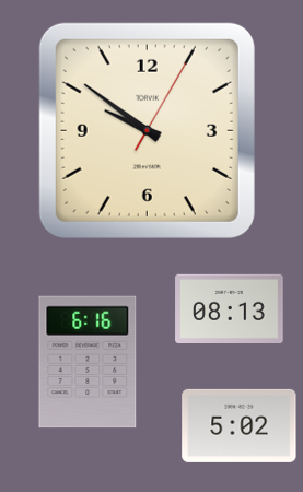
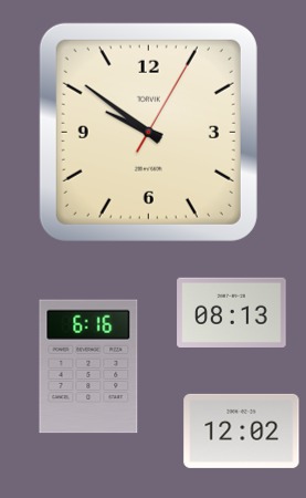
clock at (240, 425): 5:02 -> 12:02
